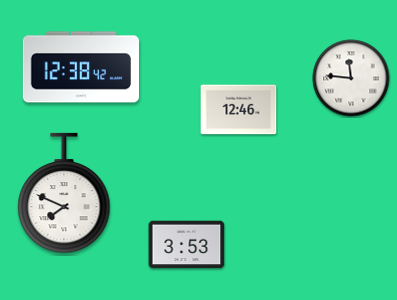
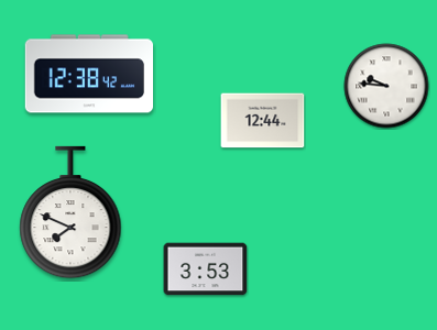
clock at (351, 78): 11:46 -> 9:46
clock at (239, 110): 12:46 -> 12:44
